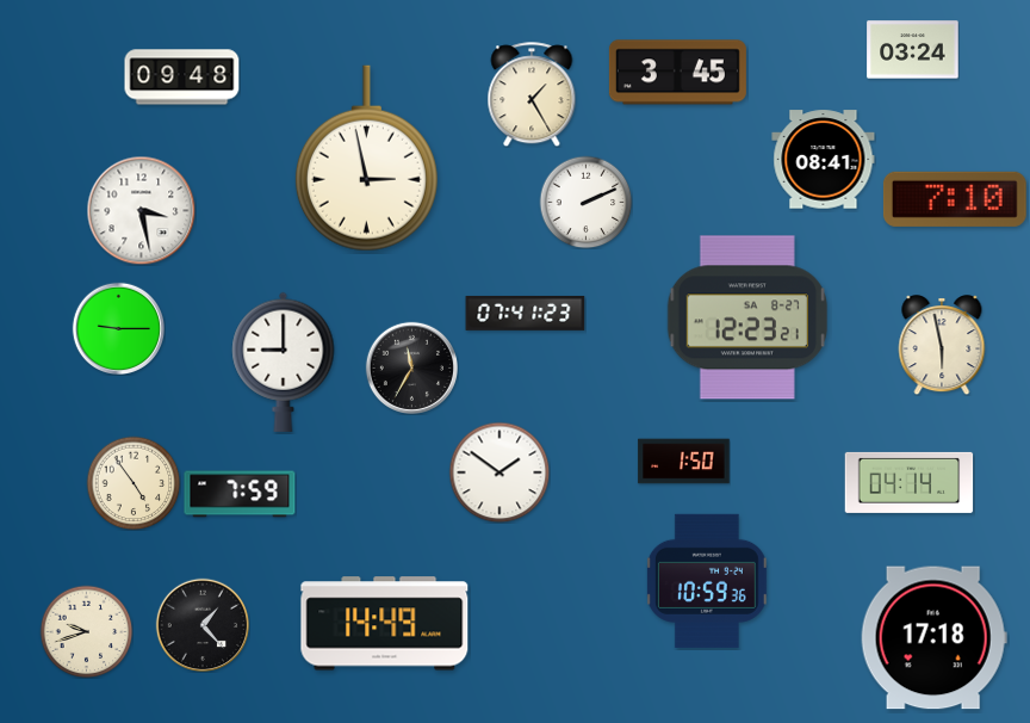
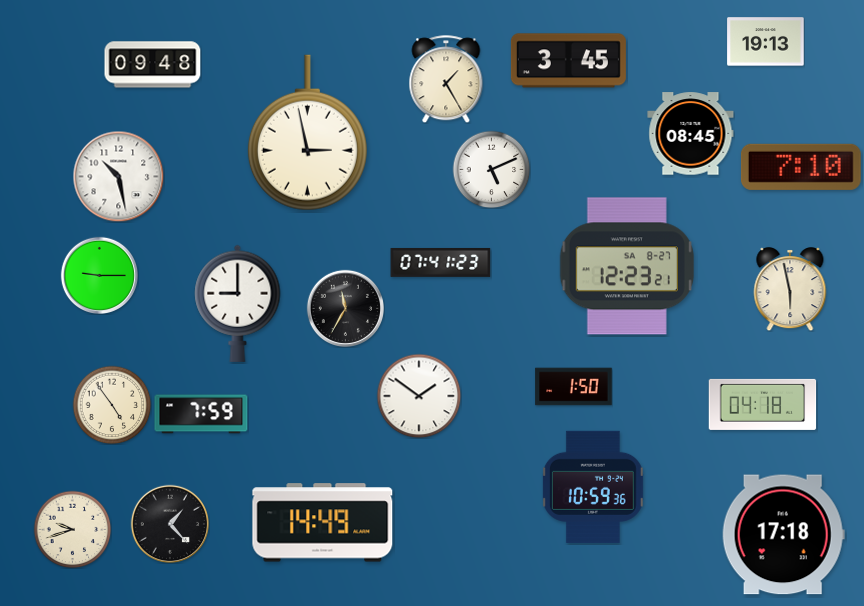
clock at (913, 50): 03:24 -> 19:13
clock at (824, 160): 08:41 -> 08:45
clock at (585, 202): 2:11 -> 5:11
clock at (141, 210): 3:28 -> 10:28
clock at (910, 482): 04:14 -> 04:18
